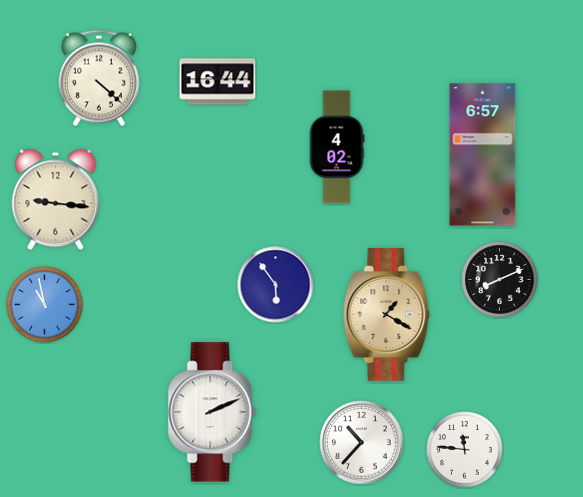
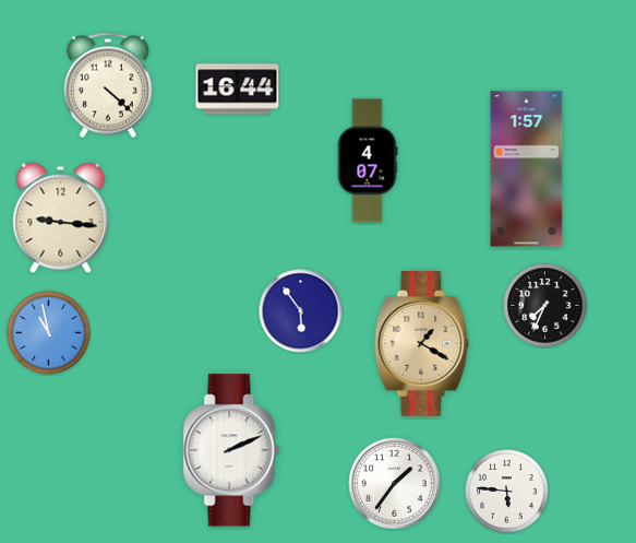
clock at (337, 147): 4:02 -> 4:07
clock at (483, 155): 6:57 -> 1:57
clock at (500, 280): 8:11 -> 7:34
clock at (362, 443): 10:37 -> 1:36
clock at (465, 450): 11:46 -> 5:46
